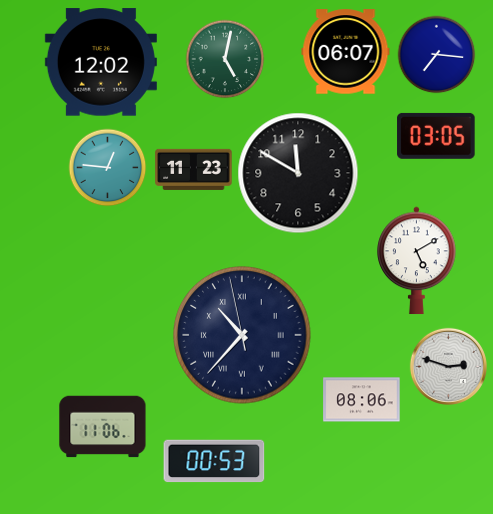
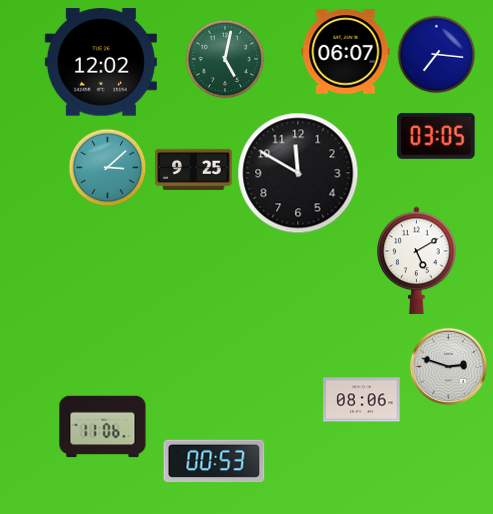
clock at (107, 167): 12:46 -> 3:08
clock at (194, 169): 11:23 -> 9:25
clock at (242, 335): 10:36 -> none
